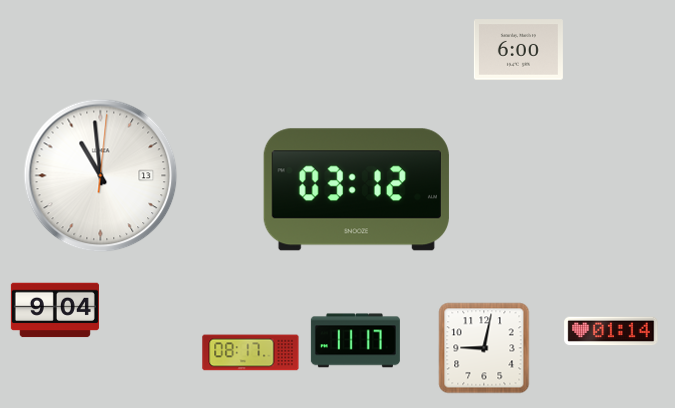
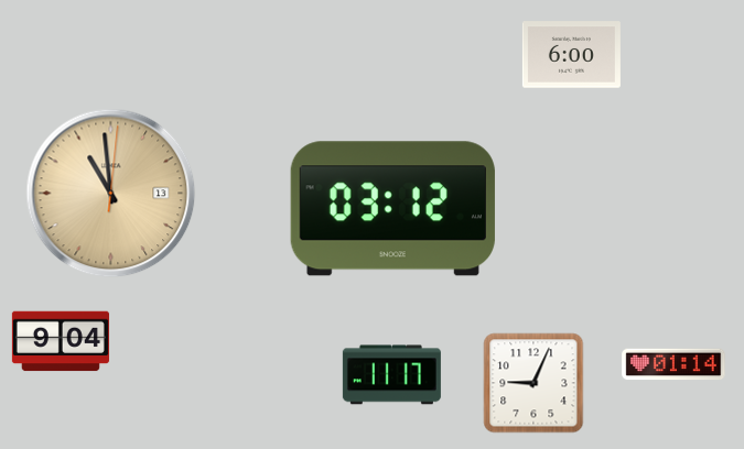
clock at (101, 176) dial: white -> champagne
clock at (484, 348): 9:02 -> 9:04
clock at (251, 353): 08:17 -> none
